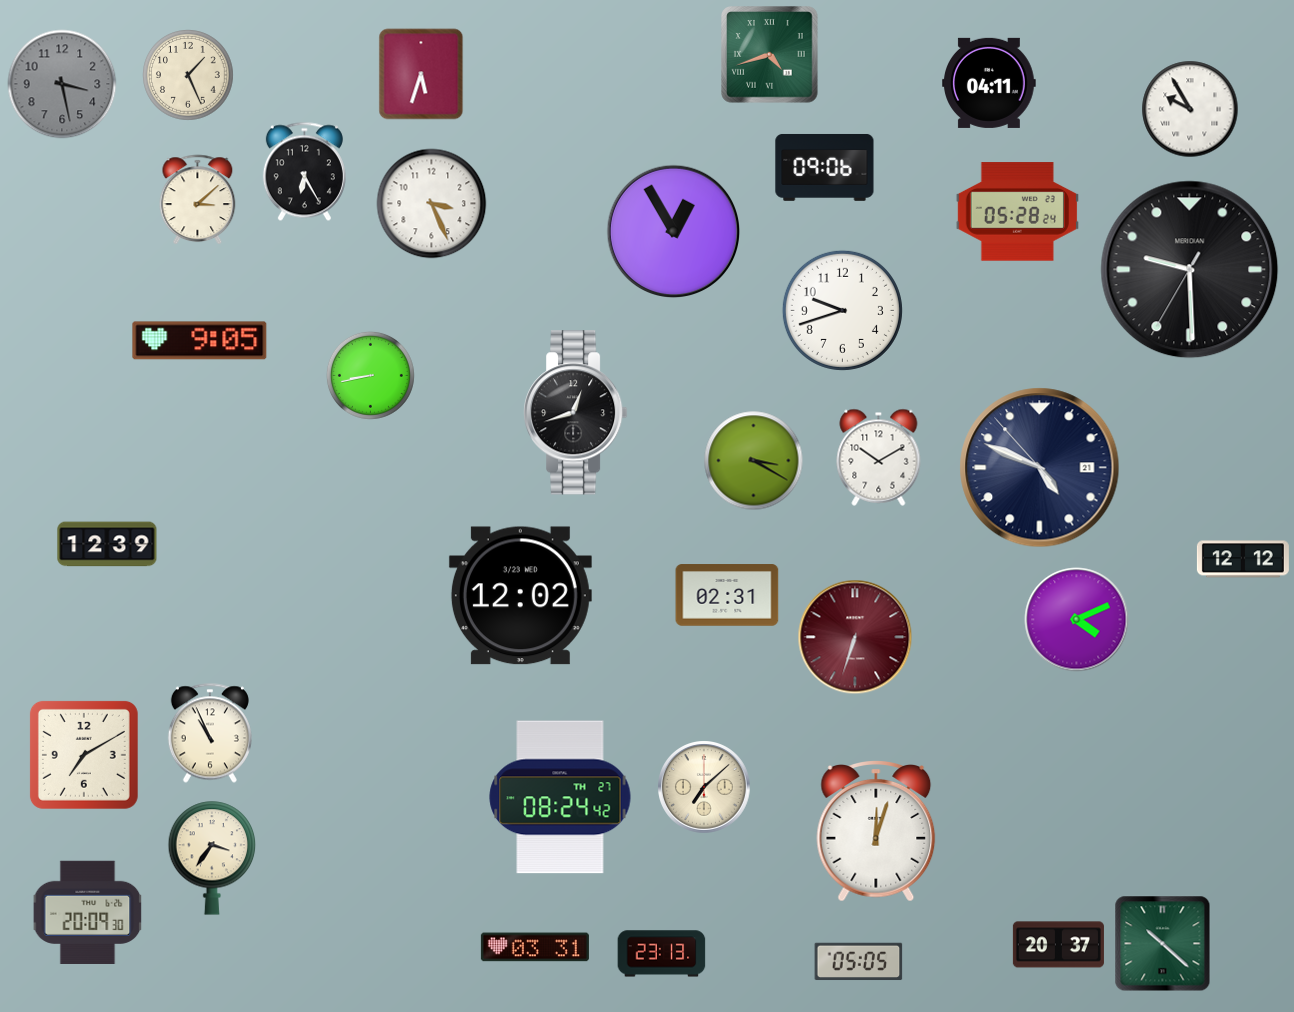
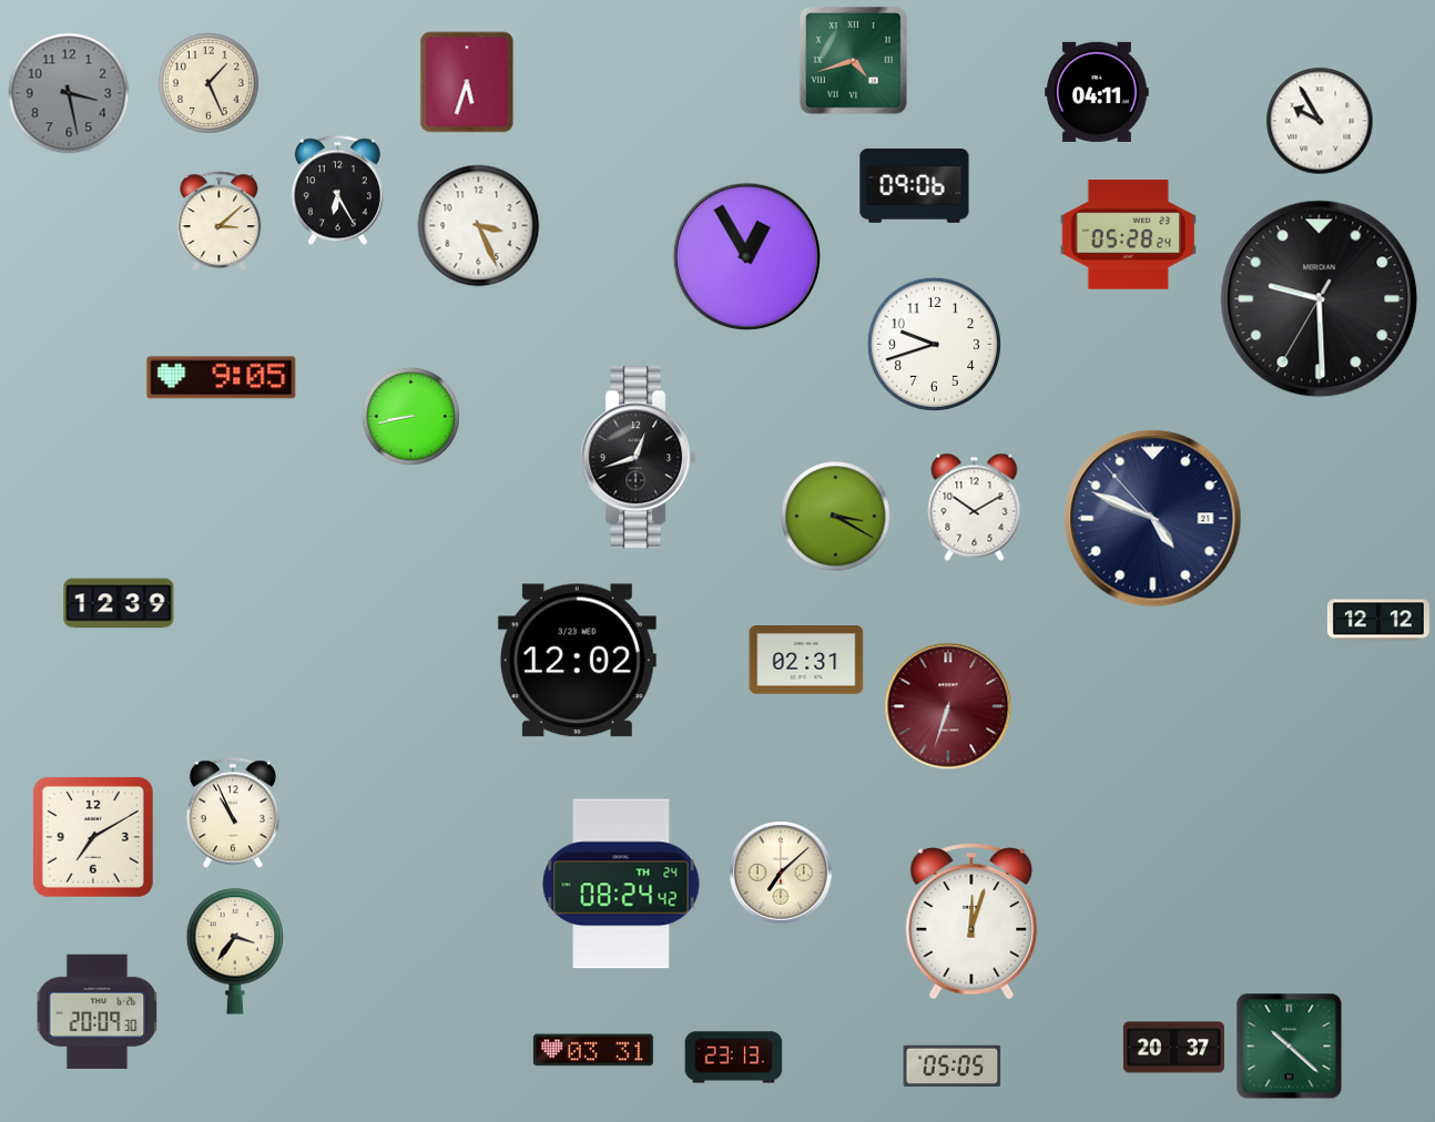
clock at (754, 461) position: (754, 461) -> (836, 517)
clock at (1077, 620): 4:11 -> none
clock at (560, 797) date: TH 27 -> TH 24
